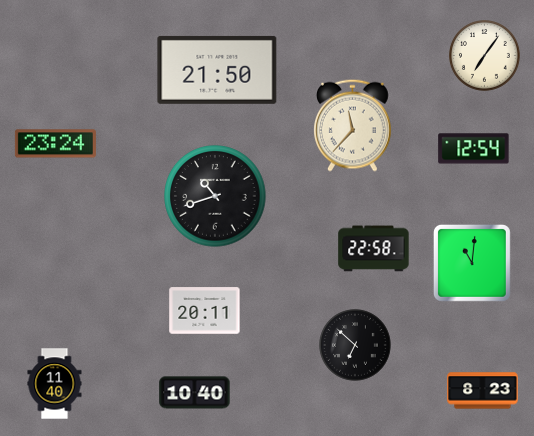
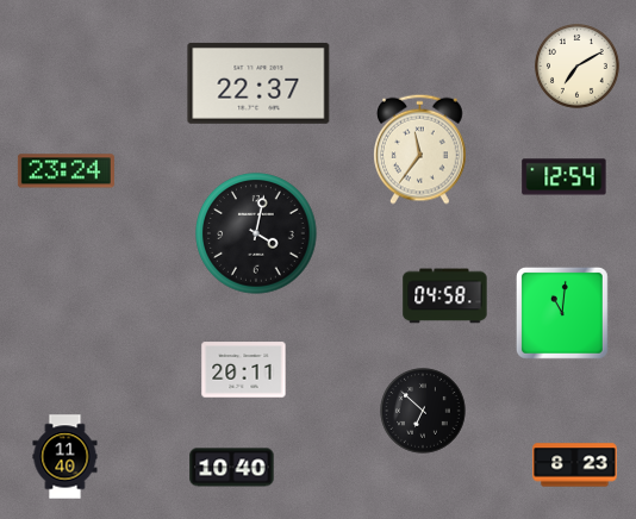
clock at (485, 56): 7:06 -> 7:10
clock at (217, 70): 21:50 -> 22:37
clock at (353, 125): 11:37 -> 11:36
clock at (215, 196): 10:42 -> 4:02
clock at (374, 249): 22:58 -> 04:58
